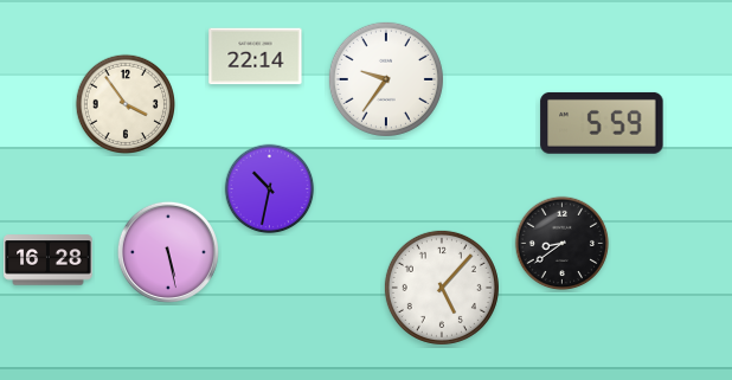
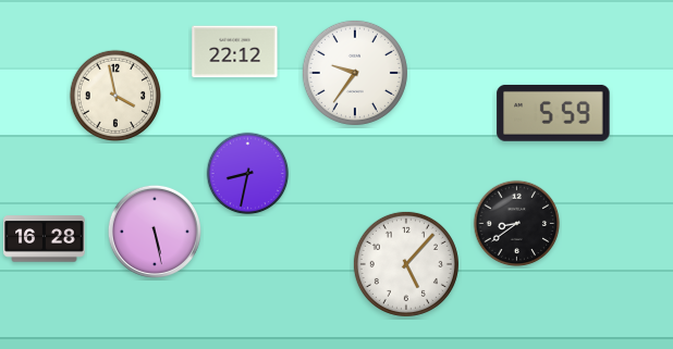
clock at (256, 57): 22:14 -> 22:12
clock at (124, 103): 3:54 -> 3:58
clock at (270, 189): 10:32 -> 8:32
